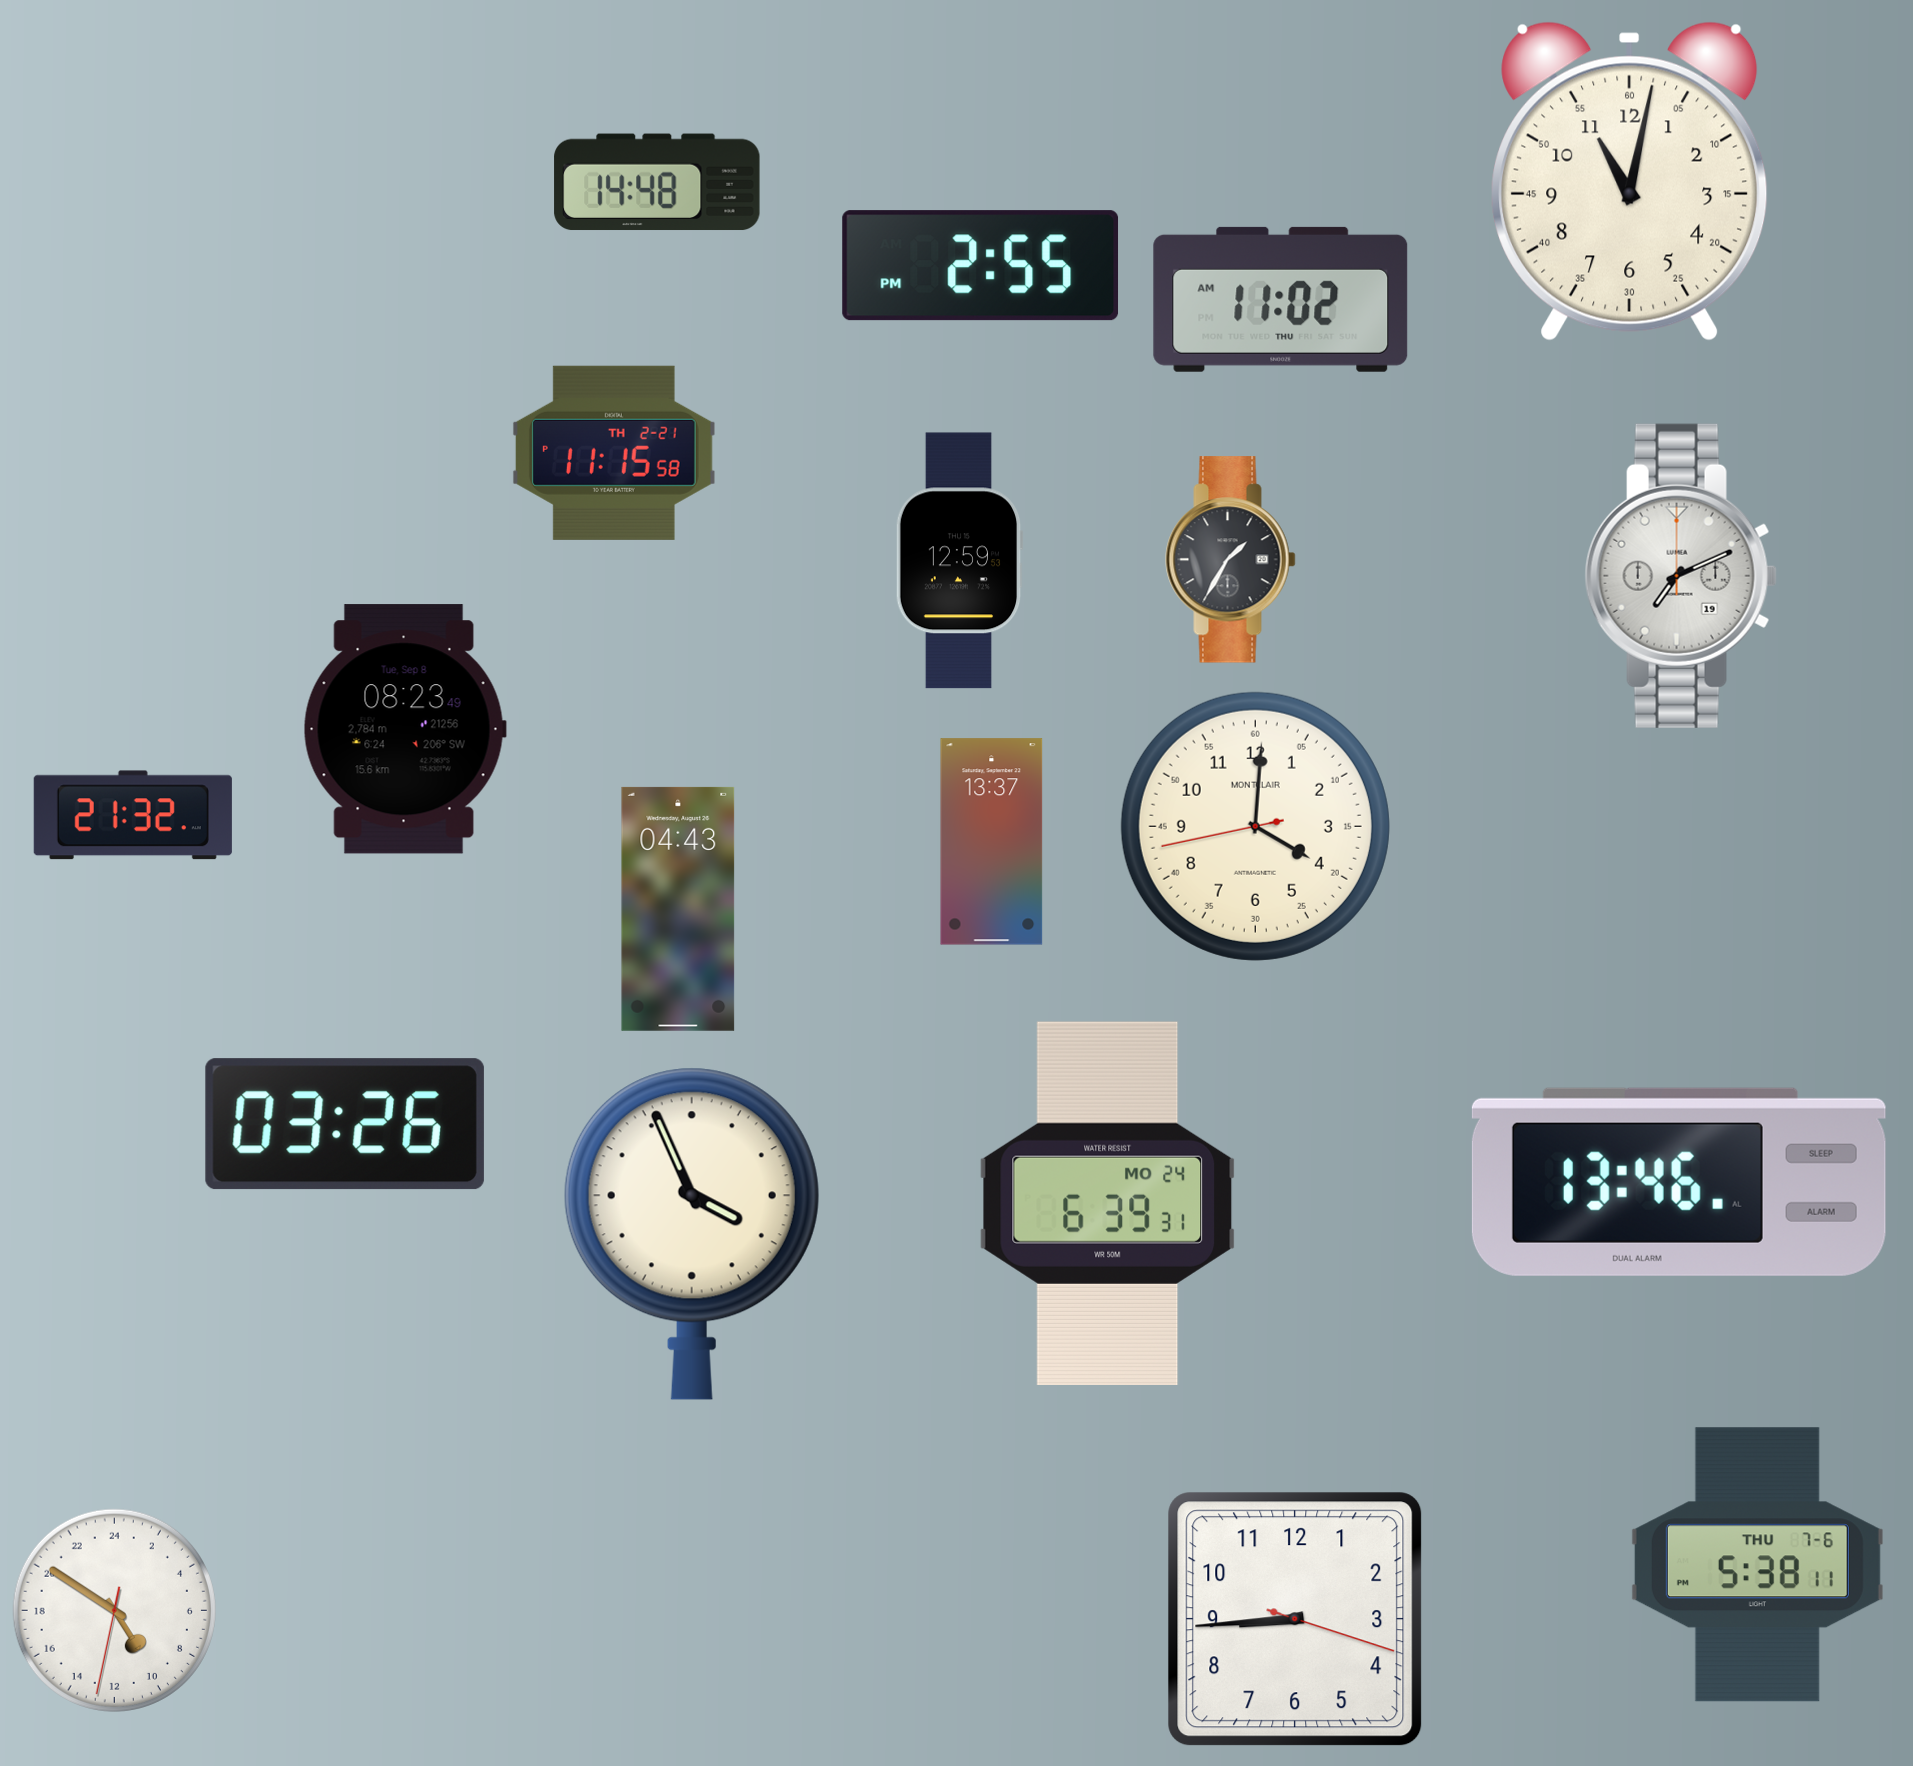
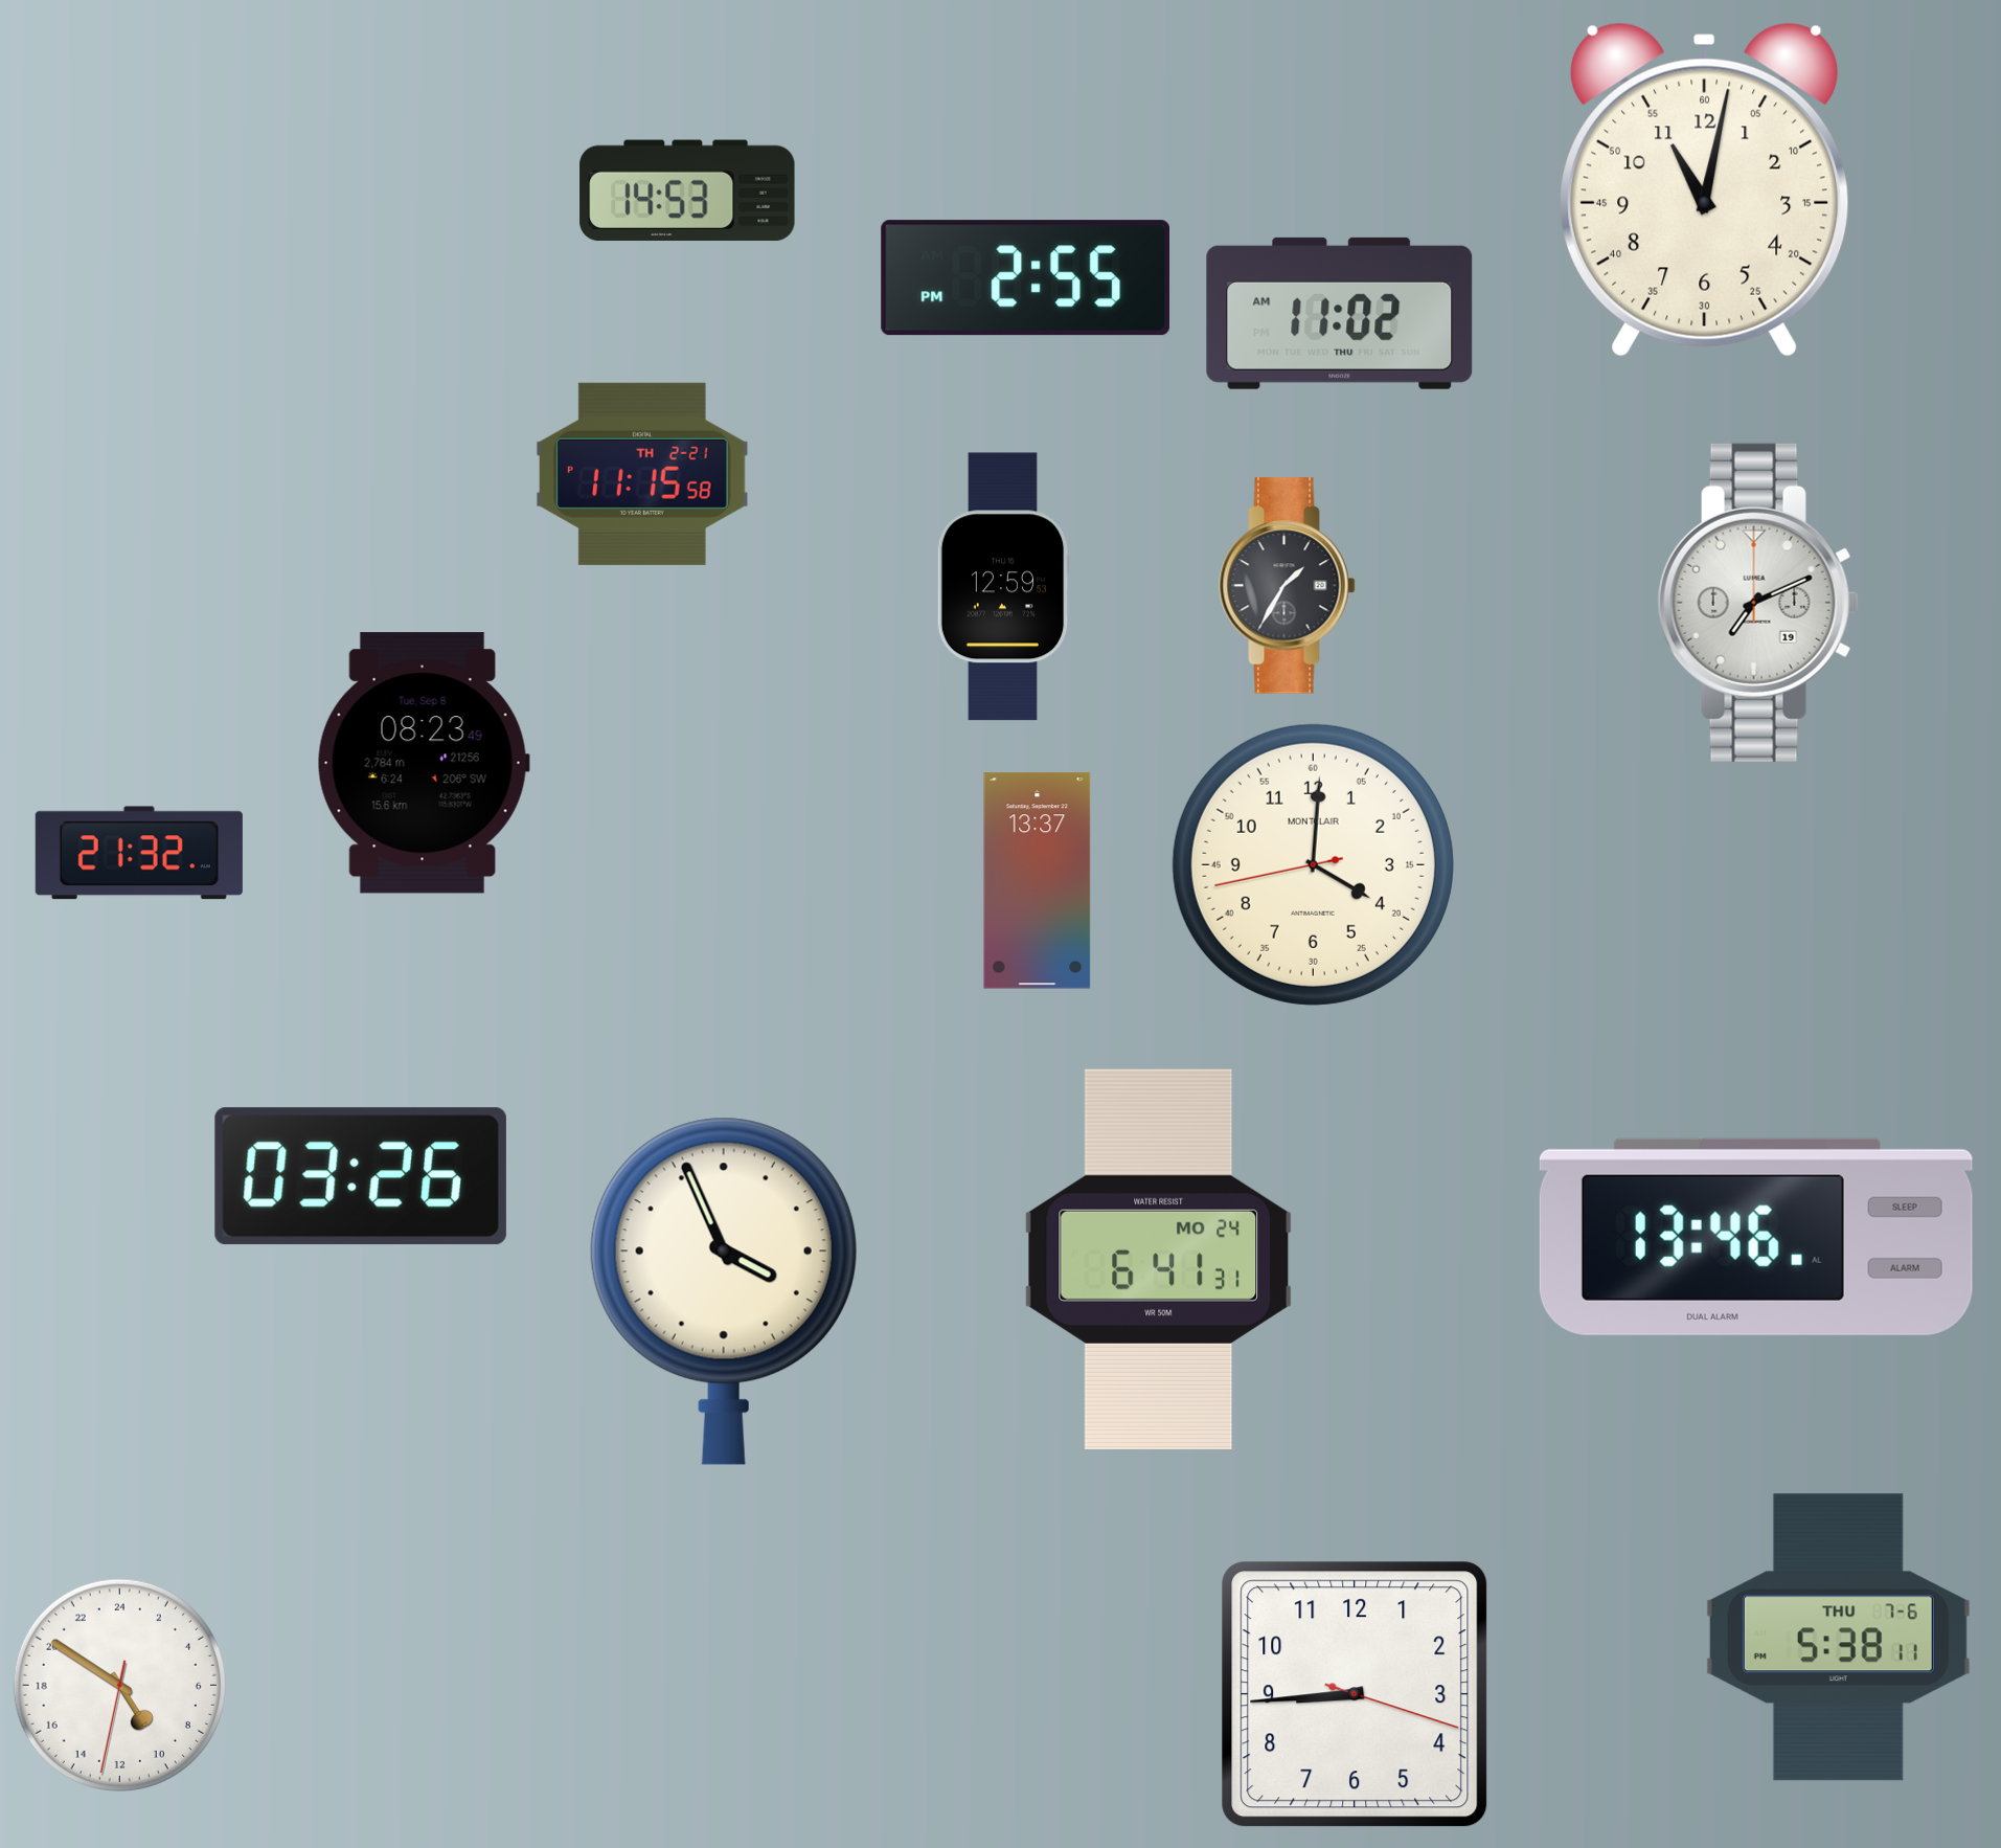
clock at (657, 182): 14:48 -> 14:53
clock at (678, 909): 04:43 -> none
clock at (1108, 1203): 6:39 -> 6:41
